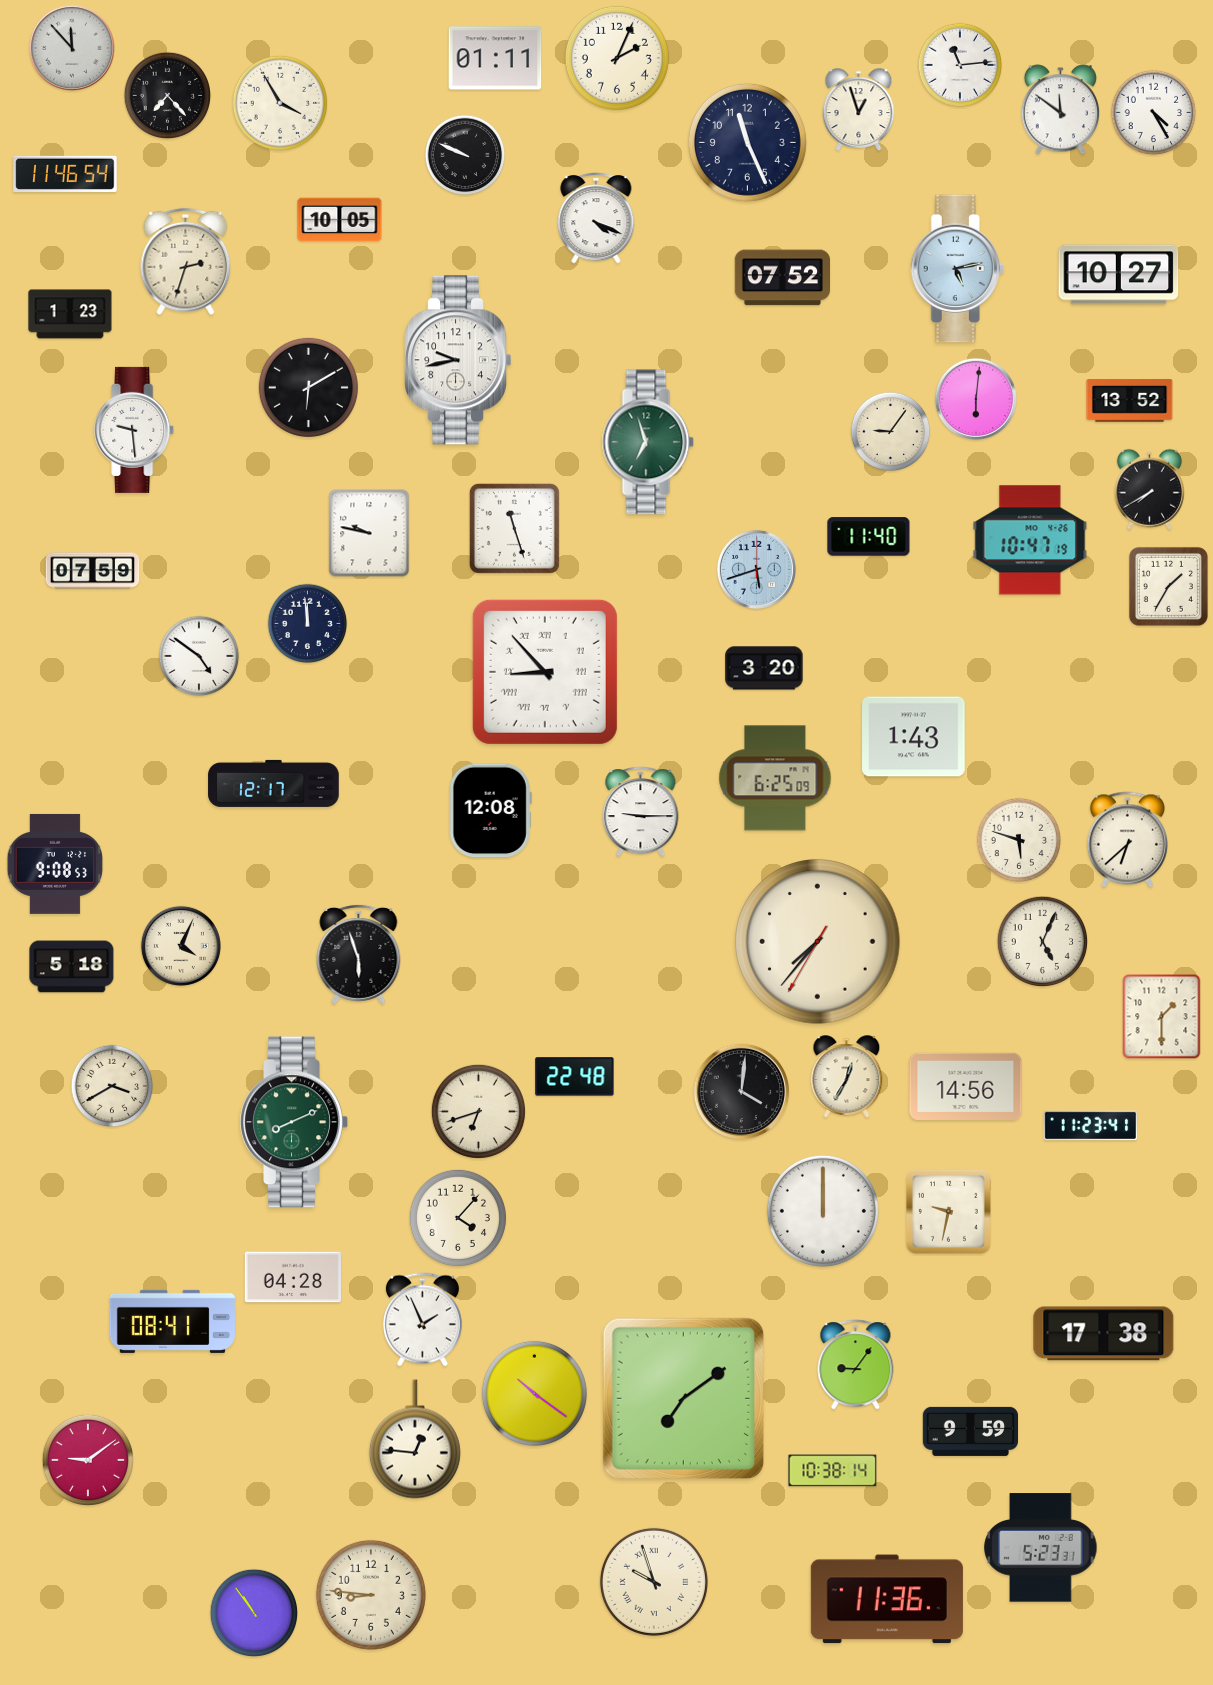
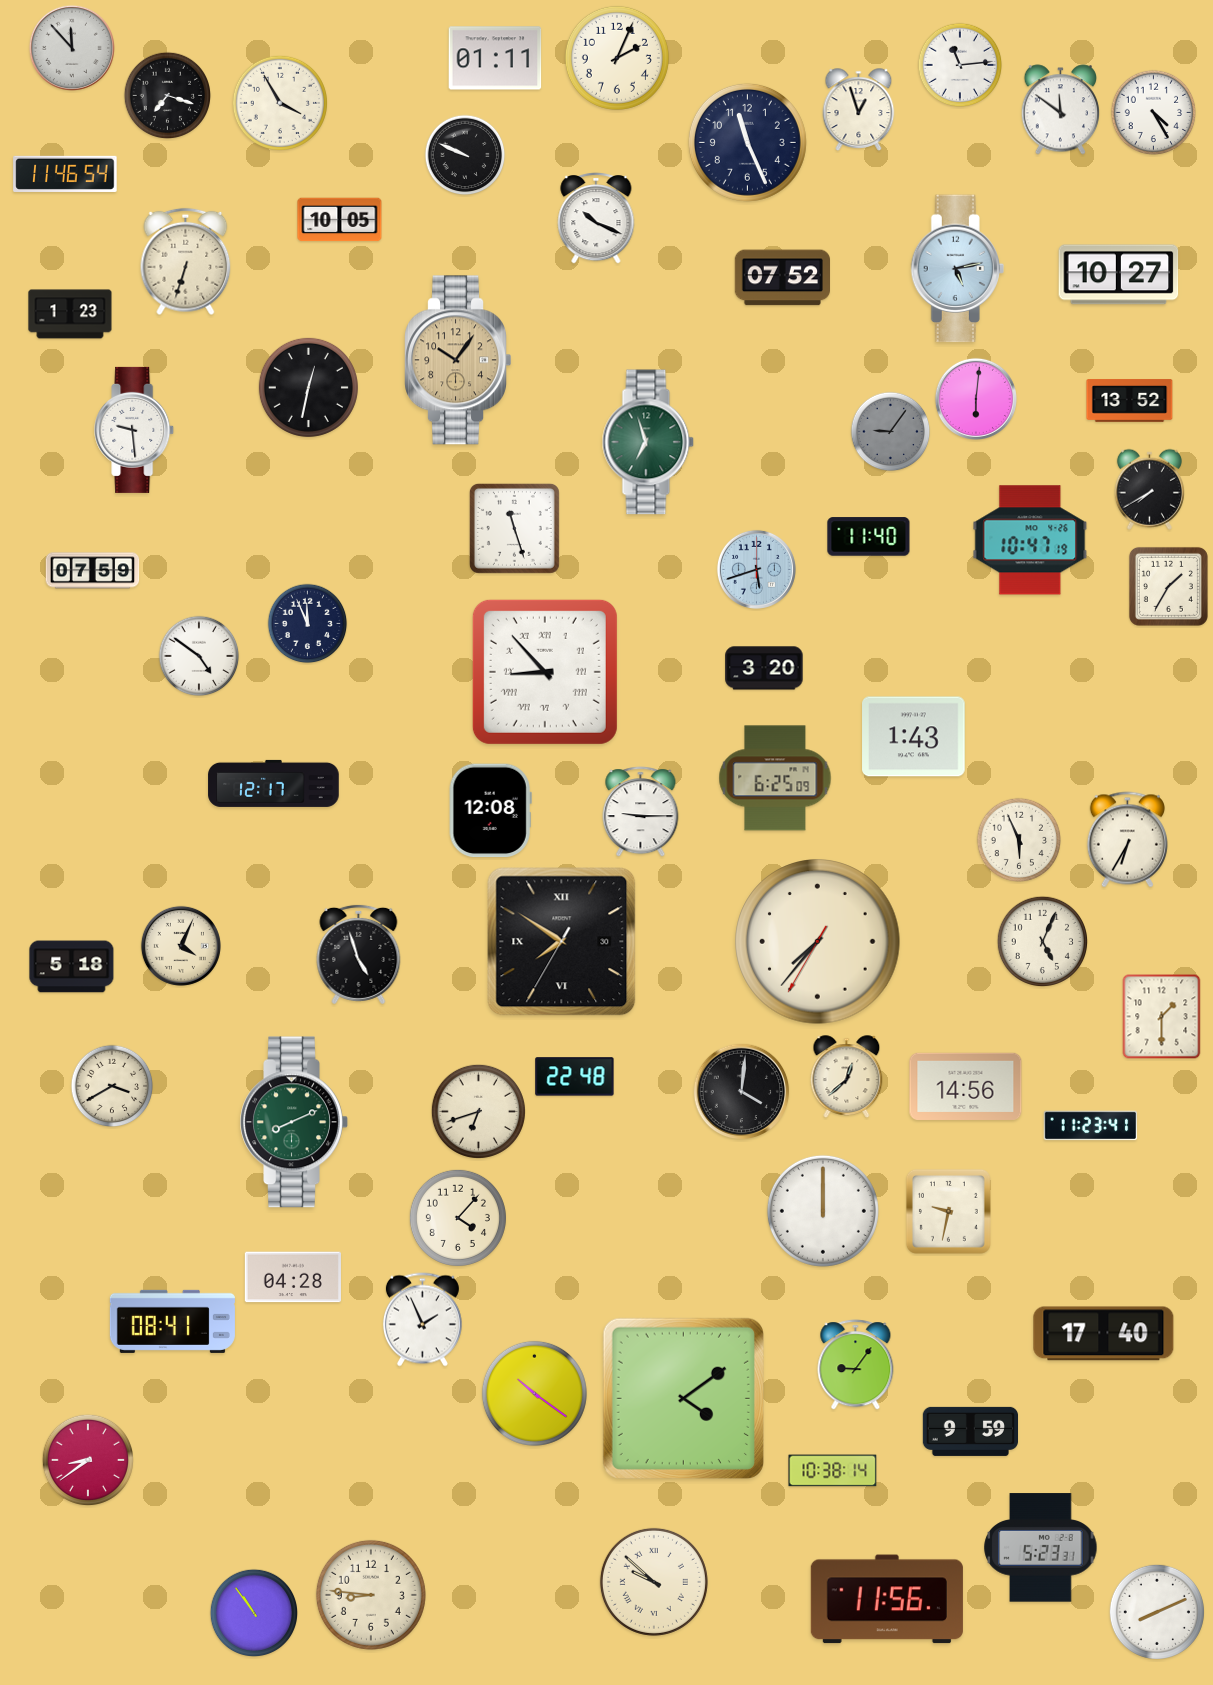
clock at (168, 96): 7:23 -> 7:18
clock at (596, 219): 4:19 -> 10:19
clock at (186, 262): 2:33 -> 6:33
clock at (457, 360): 9:43 -> 10:06
clock at (457, 360) dial: white -> champagne
clock at (308, 387): 6:10 -> 12:32
clock at (891, 432) dial: cream -> grey
clock at (369, 533): 9:47 -> none
clock at (308, 624): 11:59 -> 11:56
clock at (1019, 840): 5:48 -> 5:56
clock at (1127, 840): 6:38 -> 6:35
clock at (55, 864): 9:08 -> none
clock at (562, 942): none -> 7:50
clock at (359, 954): 5:57 -> 4:57
clock at (847, 1077): 12:35 -> 12:38
clock at (1104, 1334): 17:38 -> 17:40
clock at (683, 1398): 7:09 -> 4:09
clock at (415, 1439): 12:46 -> none
clock at (87, 1459): 9:09 -> 8:39
clock at (654, 1582): 9:57 -> 9:52
clock at (887, 1599): 11:36 -> 11:56
clock at (1157, 1612): none -> 8:11
